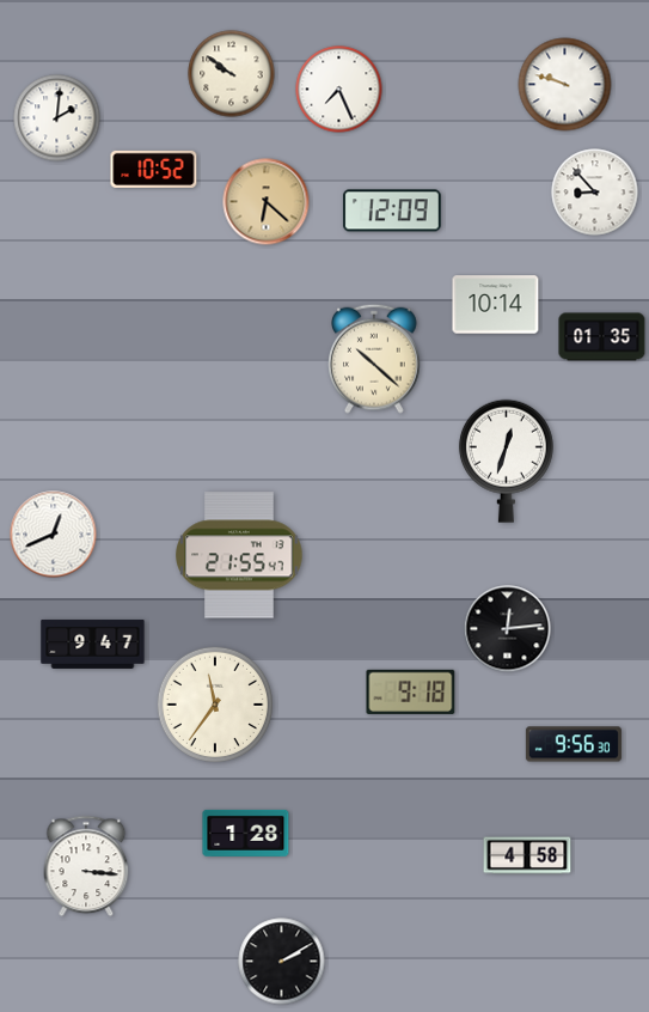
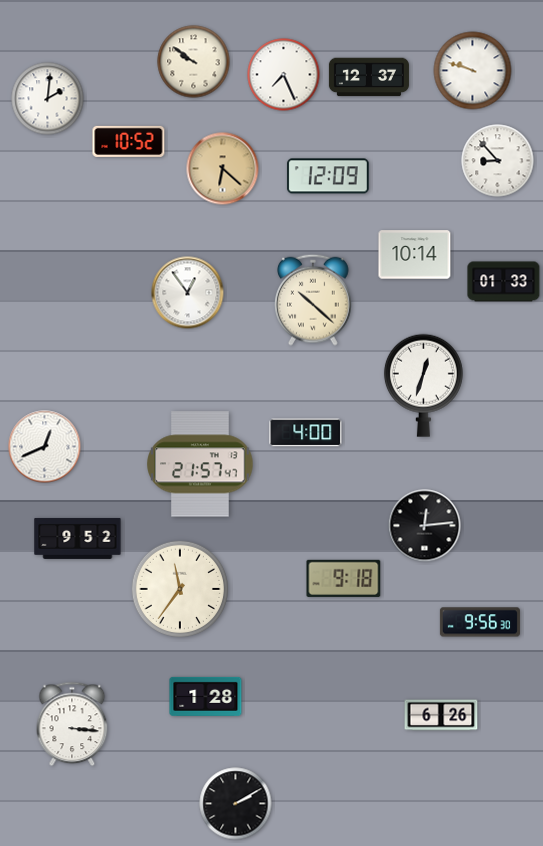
clock at (369, 77): none -> 12:37
clock at (602, 337): 01:35 -> 01:33
clock at (188, 293): none -> 12:54
clock at (306, 433): none -> 4:00
clock at (239, 555): 21:55 -> 21:57
clock at (93, 644): 9:47 -> 9:52
clock at (527, 855): 4:58 -> 6:26
